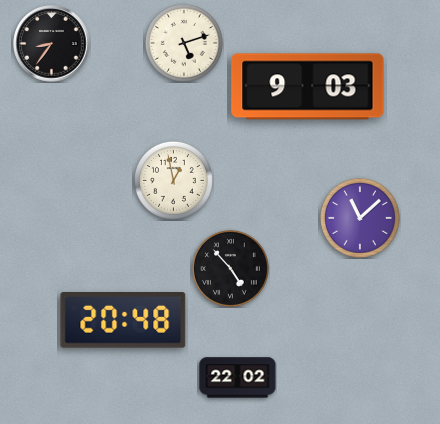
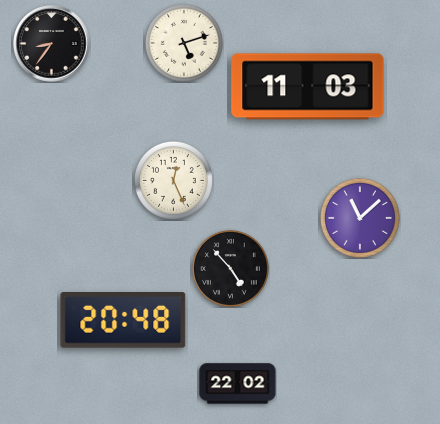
clock at (308, 87): 9:03 -> 11:03
clock at (173, 180): 12:58 -> 12:26
clock at (238, 378) position: (238, 378) -> (238, 384)
